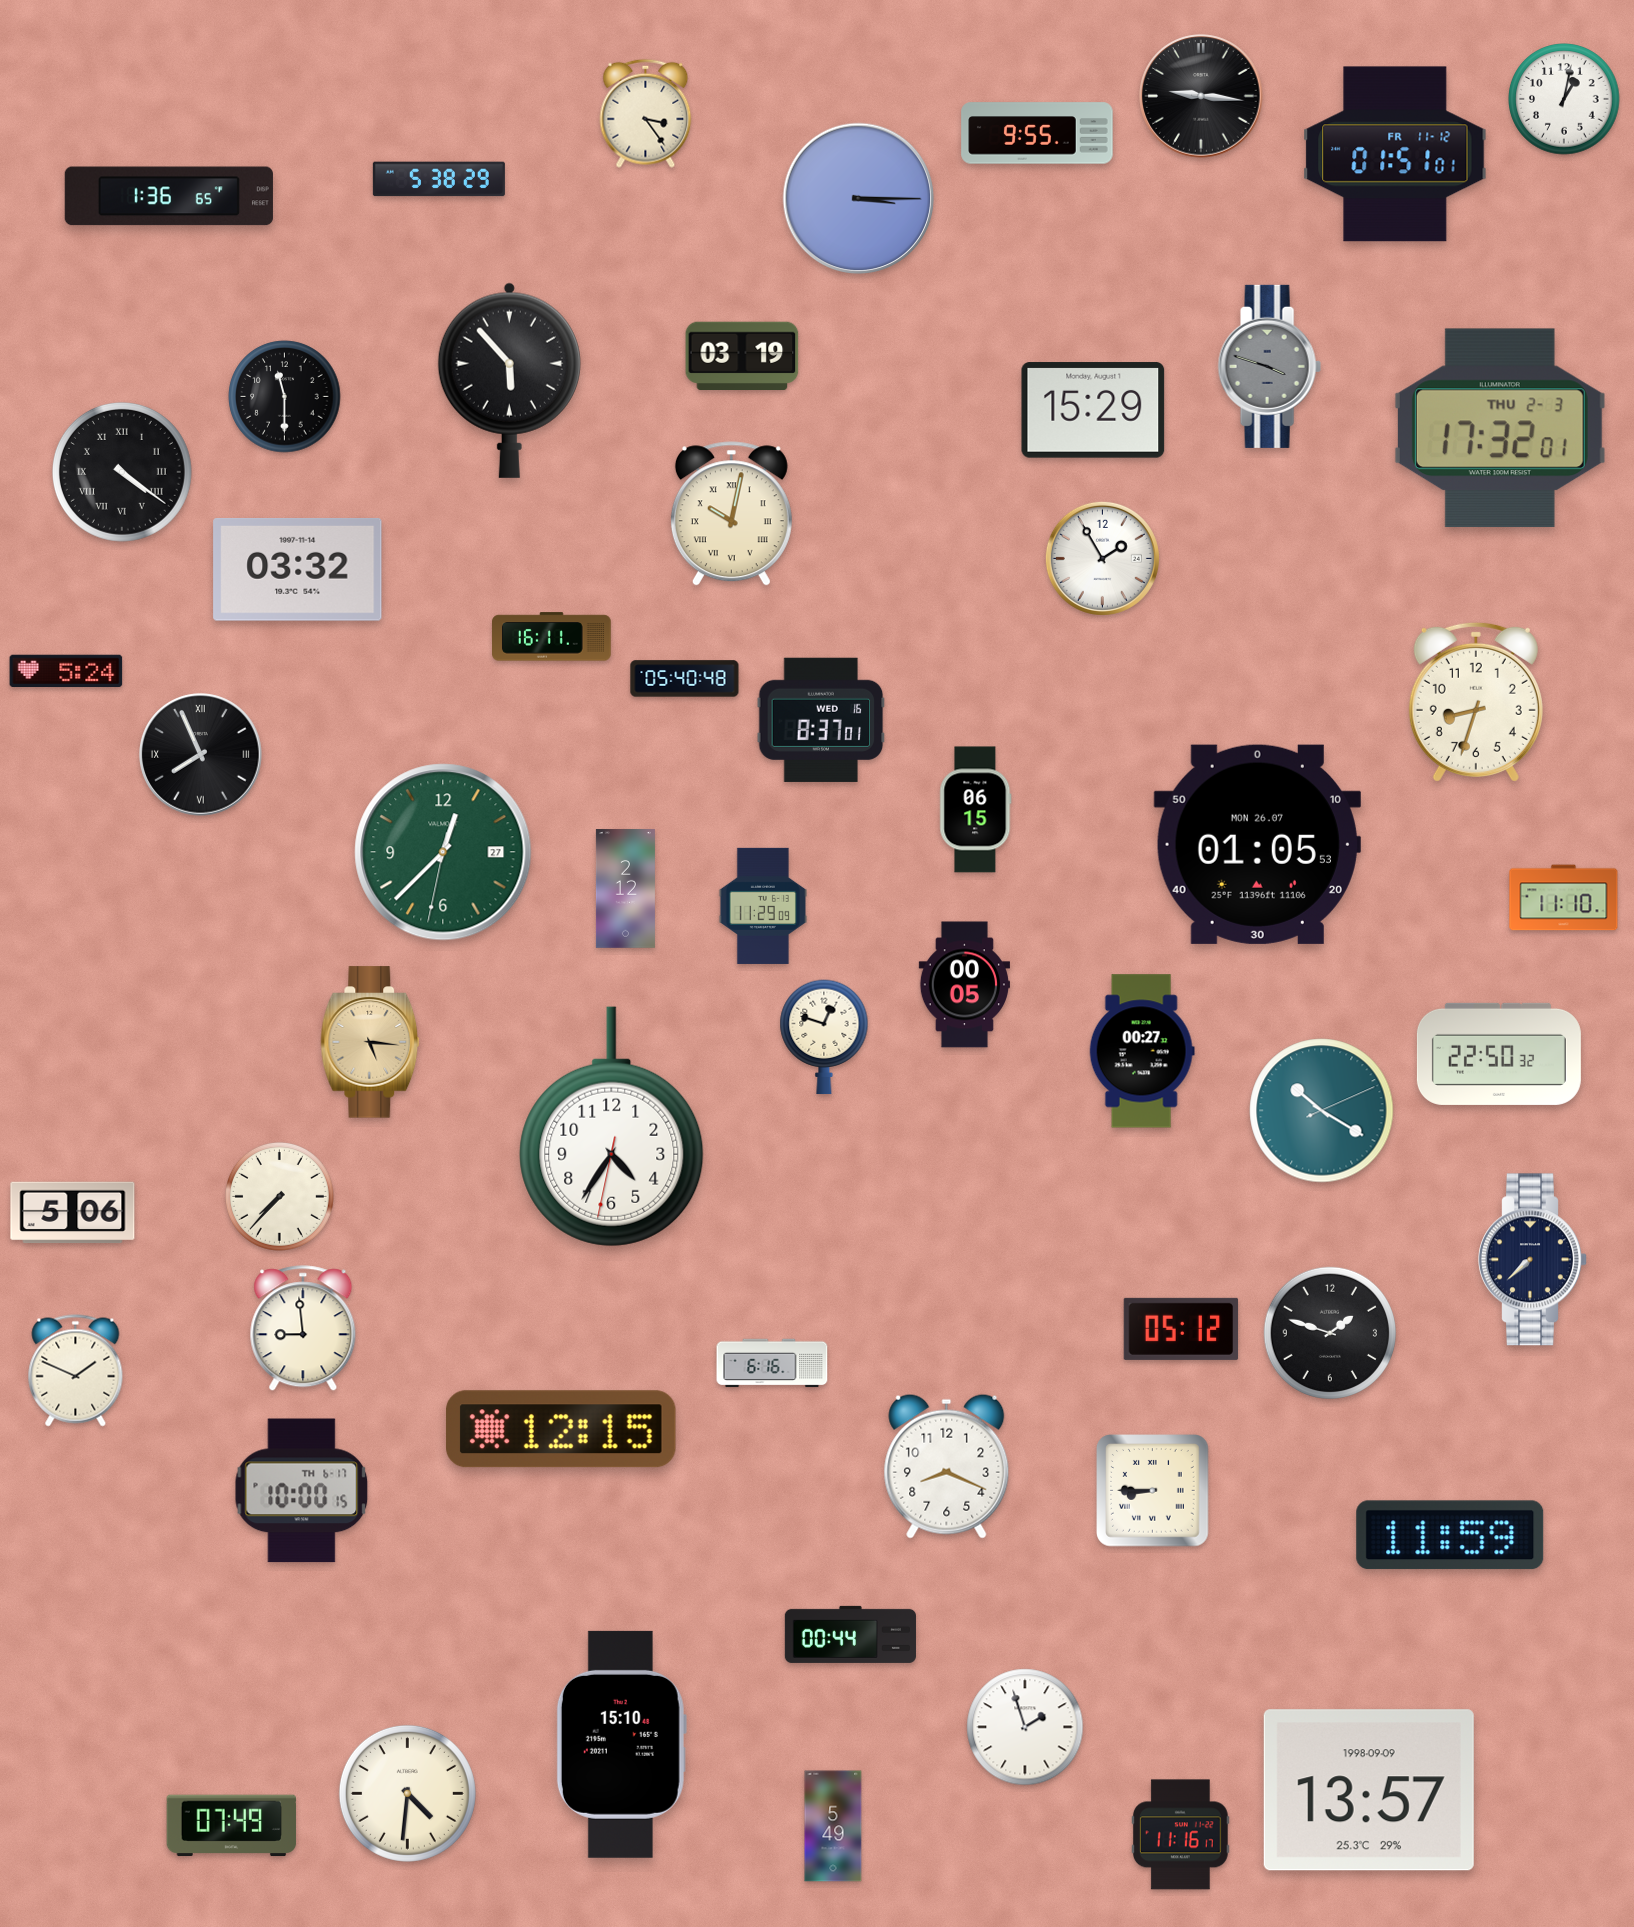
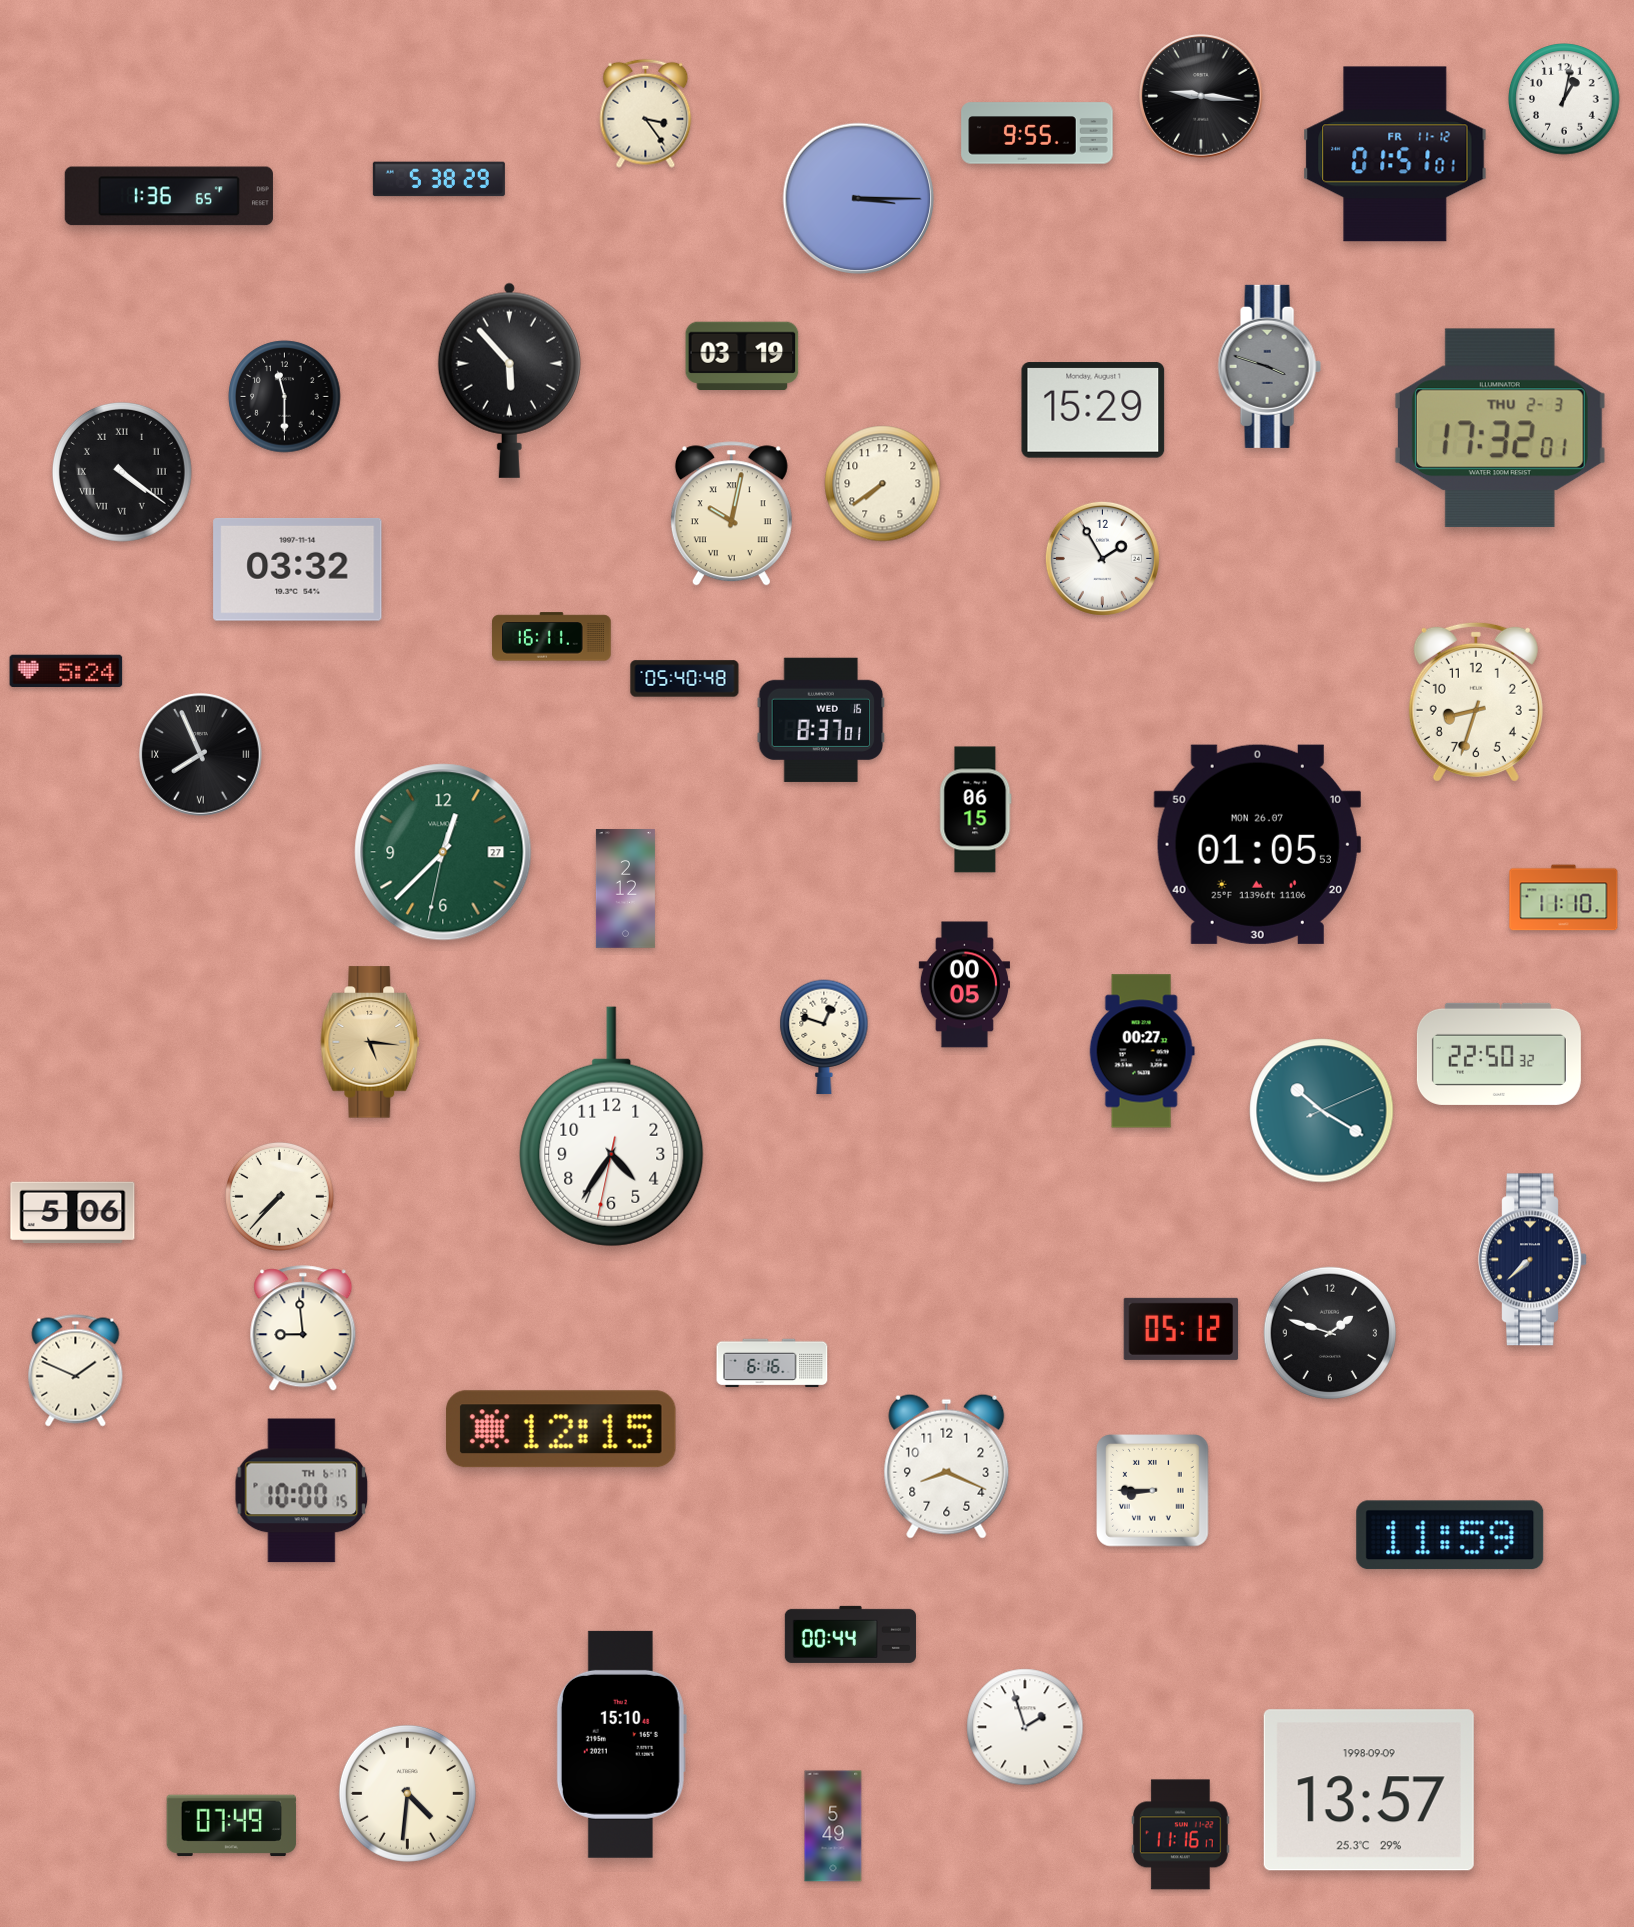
clock at (883, 484): none -> 7:39
clock at (762, 906): 11:29 -> none
